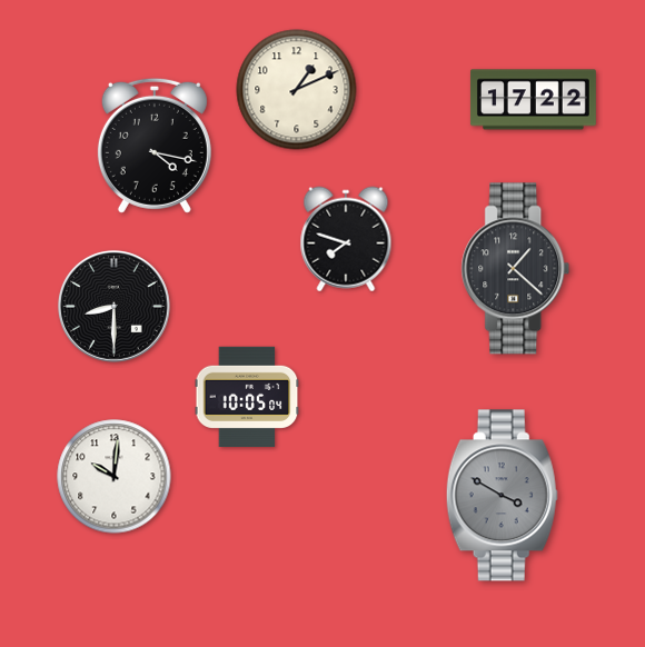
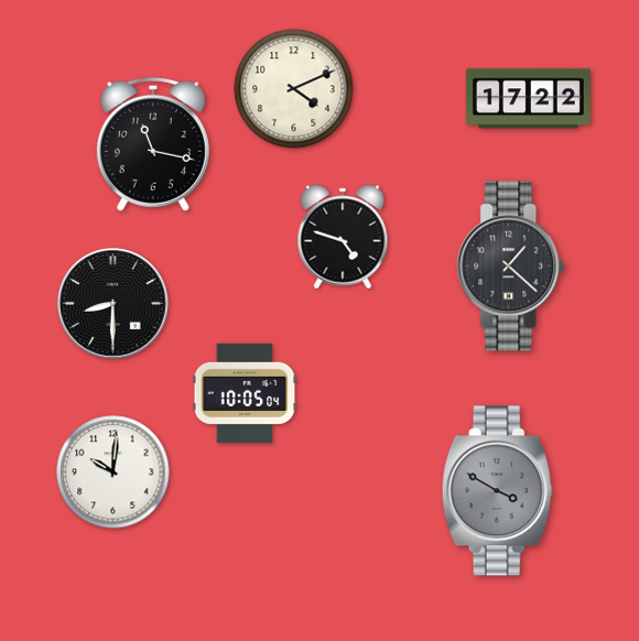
clock at (297, 90): 1:11 -> 4:11
clock at (155, 146): 4:17 -> 11:17
clock at (346, 239): 7:48 -> 4:48
